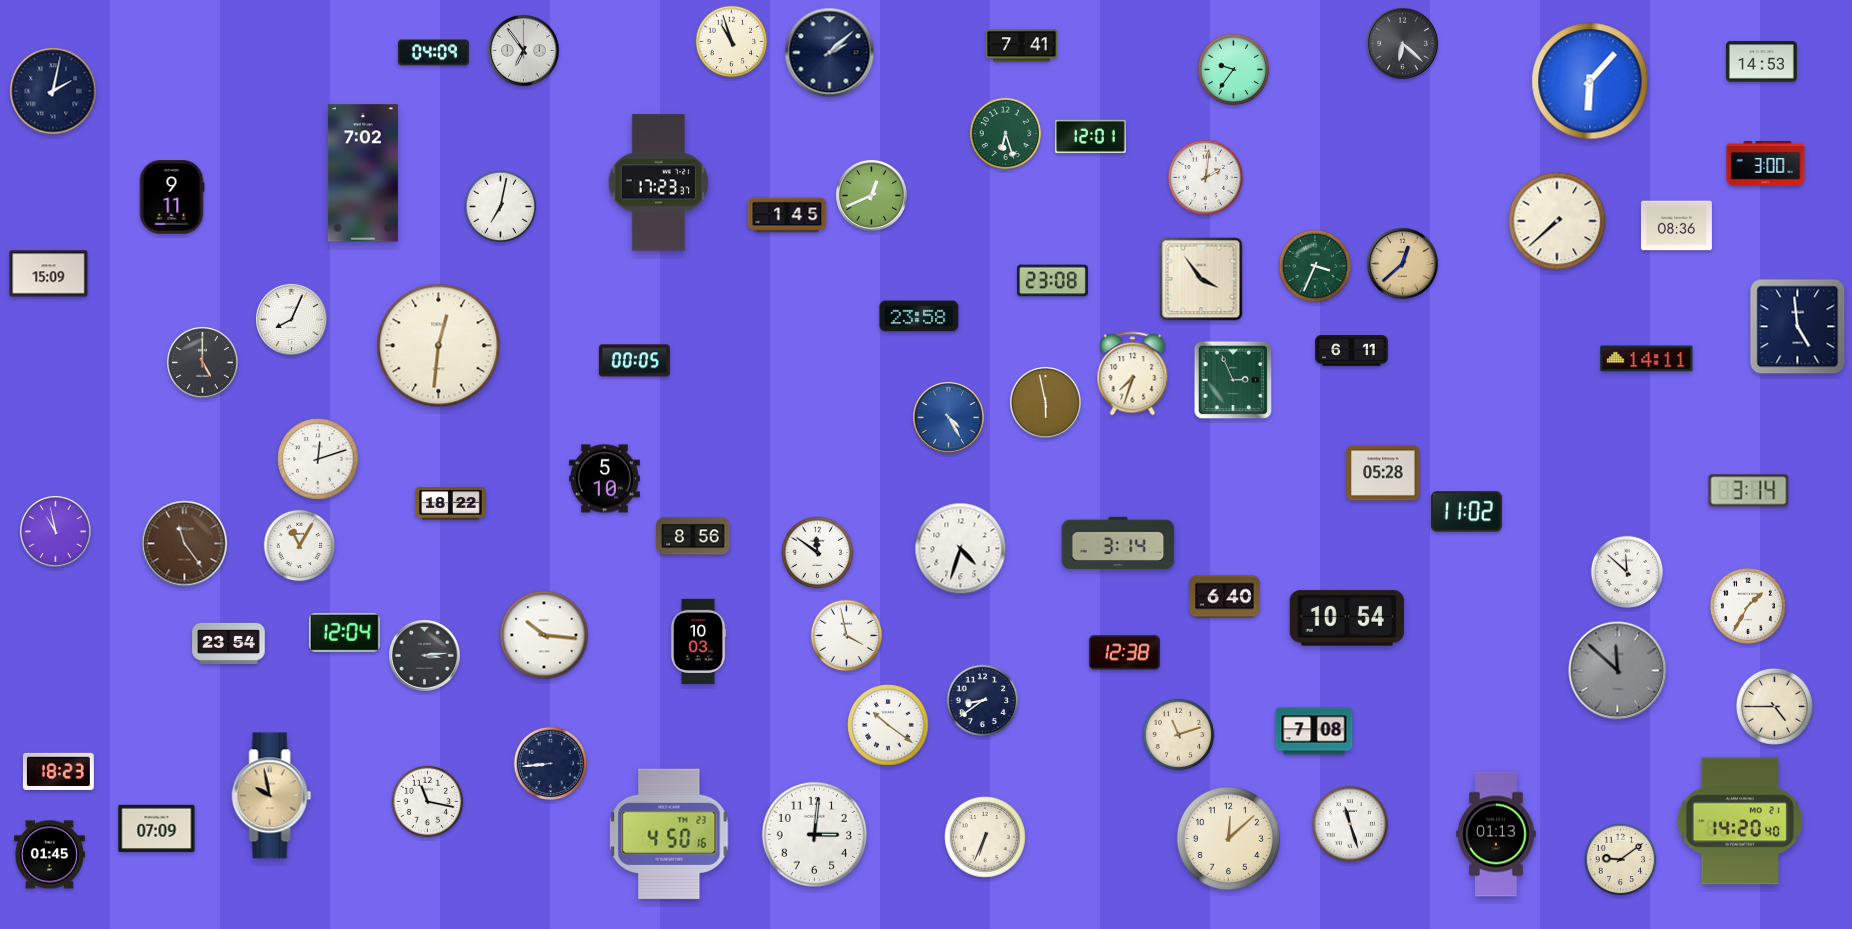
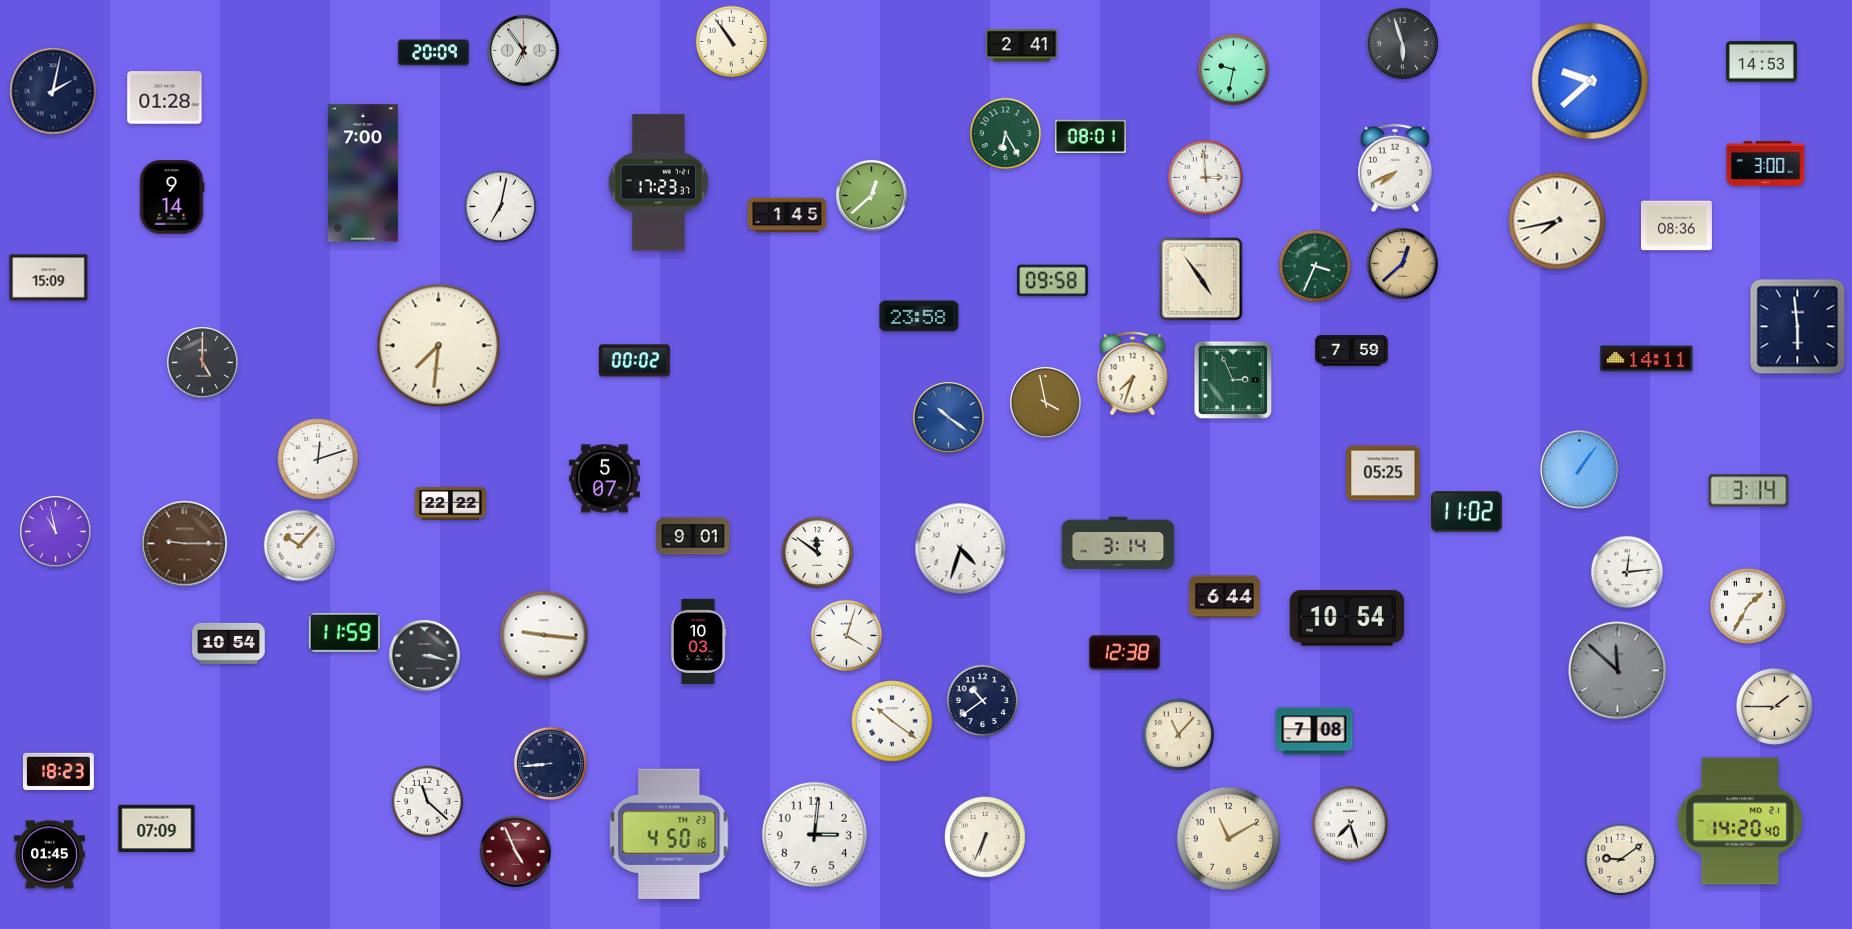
clock at (732, 42): 10:57 -> 10:54
clock at (1402, 43): 6:22 -> 5:57
clock at (1021, 46): 7:41 -> 2:41
clock at (433, 53): 04:09 -> 20:09
clock at (830, 53): 2:08 -> none
clock at (1234, 70): 9:36 -> 9:32
clock at (1590, 81): 6:07 -> 9:38
clock at (165, 98): none -> 01:28
clock at (1006, 134): 6:27 -> 6:25
clock at (1090, 136): 12:01 -> 08:01
clock at (1395, 168): none -> 7:41
clock at (363, 173): 7:02 -> 7:00
clock at (1205, 177): 2:01 -> 2:59
clock at (871, 195): 12:41 -> 12:38
clock at (172, 197): 9:11 -> 9:14
clock at (1557, 221): 7:38 -> 7:43
clock at (49, 274) position: (49, 274) -> (49, 278)
clock at (1201, 279): 3:54 -> 4:54
clock at (1052, 281): 23:08 -> 09:58
clock at (291, 319): 8:04 -> none
clock at (1798, 327): 4:59 -> 5:59
clock at (439, 346): 12:31 -> 7:31
clock at (1352, 351): 6:11 -> 7:59
clock at (634, 361): 00:05 -> 00:02
clock at (1045, 402): 5:58 -> 3:58
clock at (948, 417): 4:25 -> 10:21
clock at (1580, 470): none -> 1:06
clock at (1383, 473): 05:28 -> 05:25
clock at (604, 479): 5:10 -> 5:07
clock at (450, 503): 18:22 -> 22:22
clock at (693, 536): 8:56 -> 9:01
clock at (185, 544): 11:24 -> 9:15
clock at (300, 546): 11:05 -> 10:07
clock at (1627, 572): 11:52 -> 12:14
clock at (1224, 597): 6:40 -> 6:44
clock at (344, 633): 12:04 -> 11:59
clock at (544, 635): 10:16 -> 9:16
clock at (847, 636): 3:58 -> 4:03
clock at (229, 643): 23:54 -> 10:54
clock at (424, 655): 3:14 -> 3:17
clock at (983, 701): 8:39 -> 10:39
clock at (1774, 706): 4:45 -> 1:45
clock at (888, 725) position: (888, 725) -> (892, 721)
clock at (1179, 735): 11:12 -> 11:07
clock at (272, 796): 9:58 -> none
clock at (428, 802): 11:17 -> 11:22
clock at (1350, 824): 11:27 -> 7:27
clock at (1496, 834): 01:13 -> none
clock at (1228, 838): 12:08 -> 11:10
clock at (515, 851): none -> 4:56
